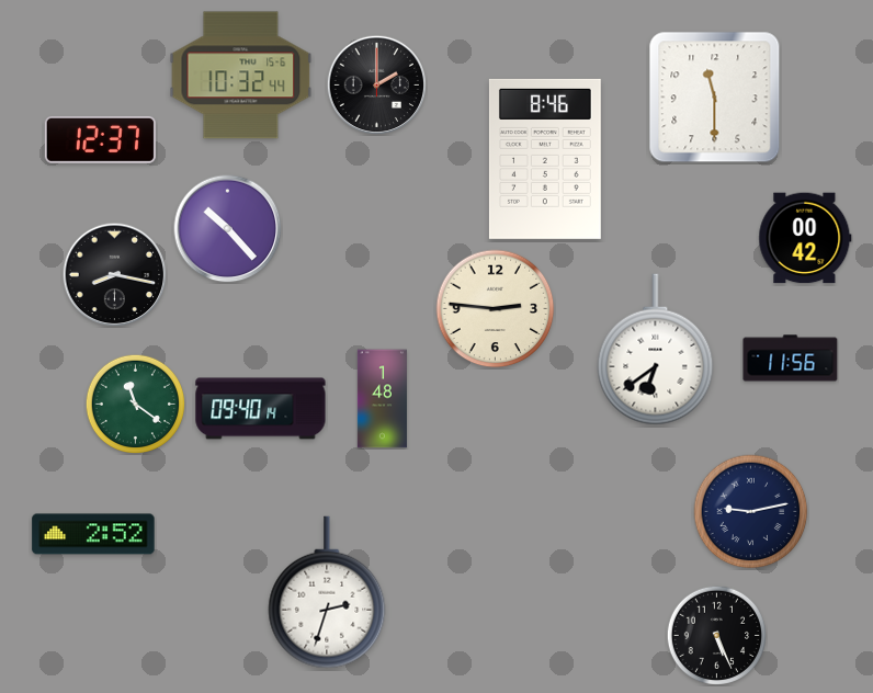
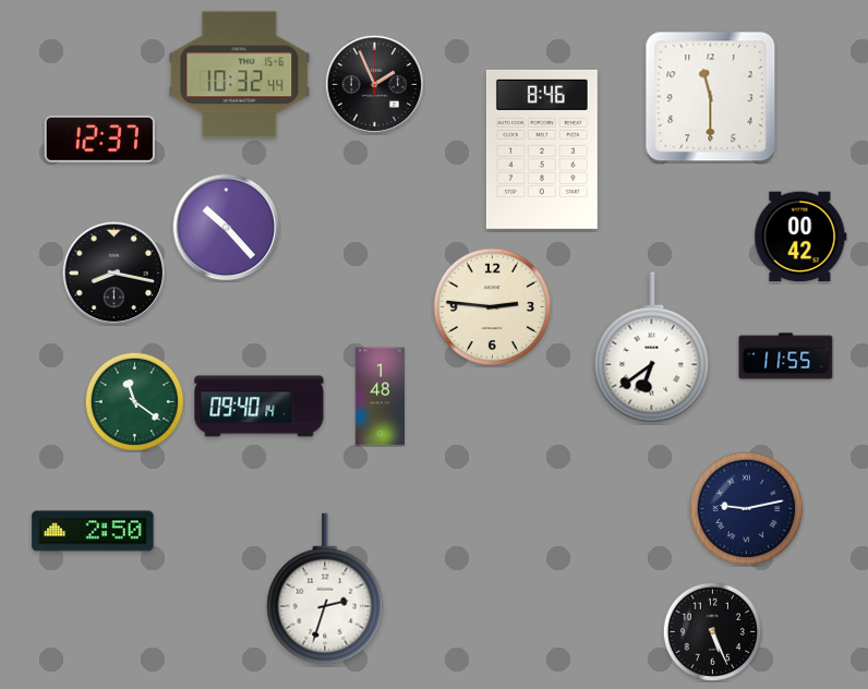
clock at (376, 84): 2:00 -> 1:56
clock at (545, 159) position: (545, 159) -> (542, 149)
clock at (791, 359): 11:56 -> 11:55
clock at (93, 534): 2:52 -> 2:50
